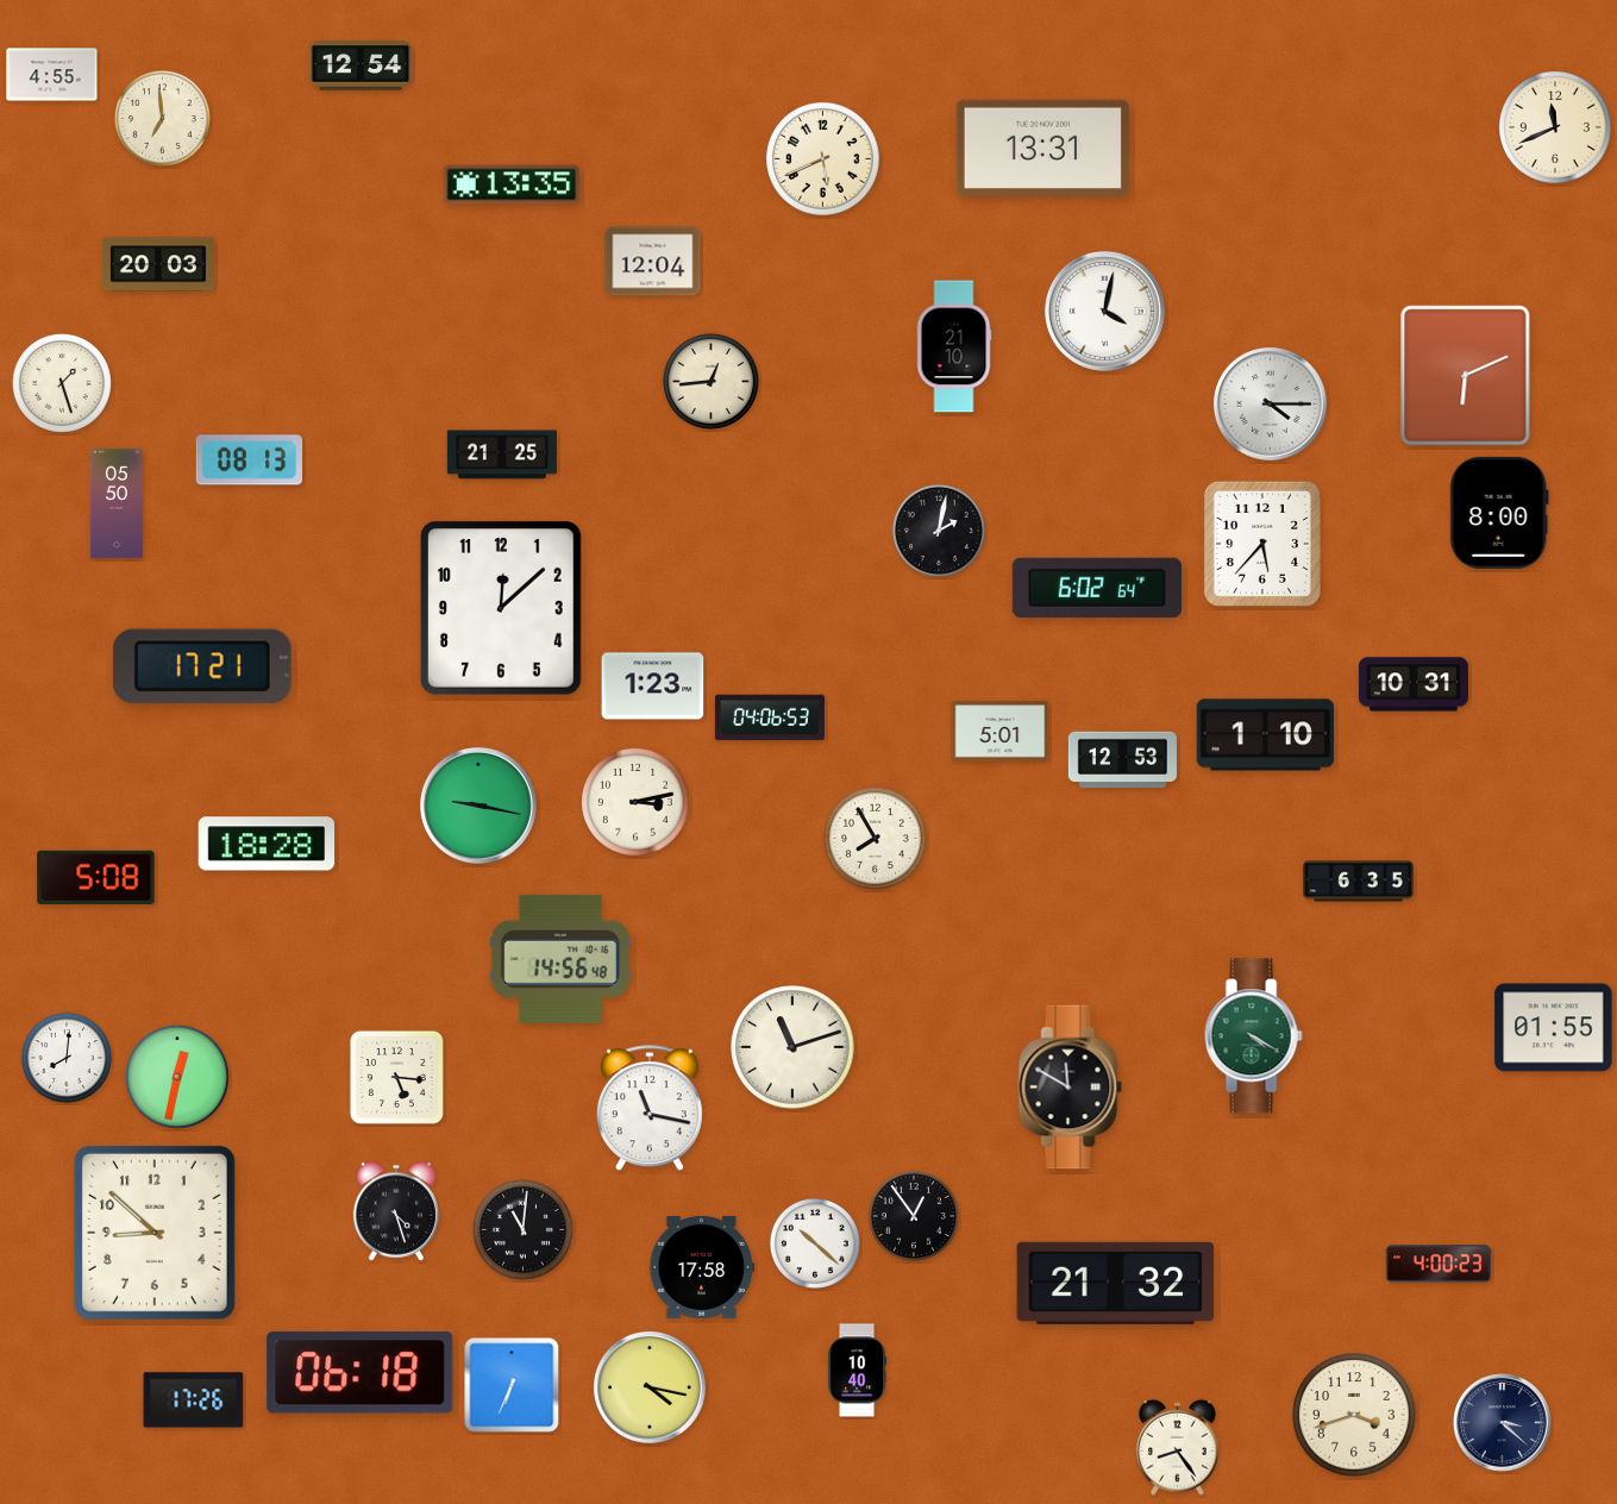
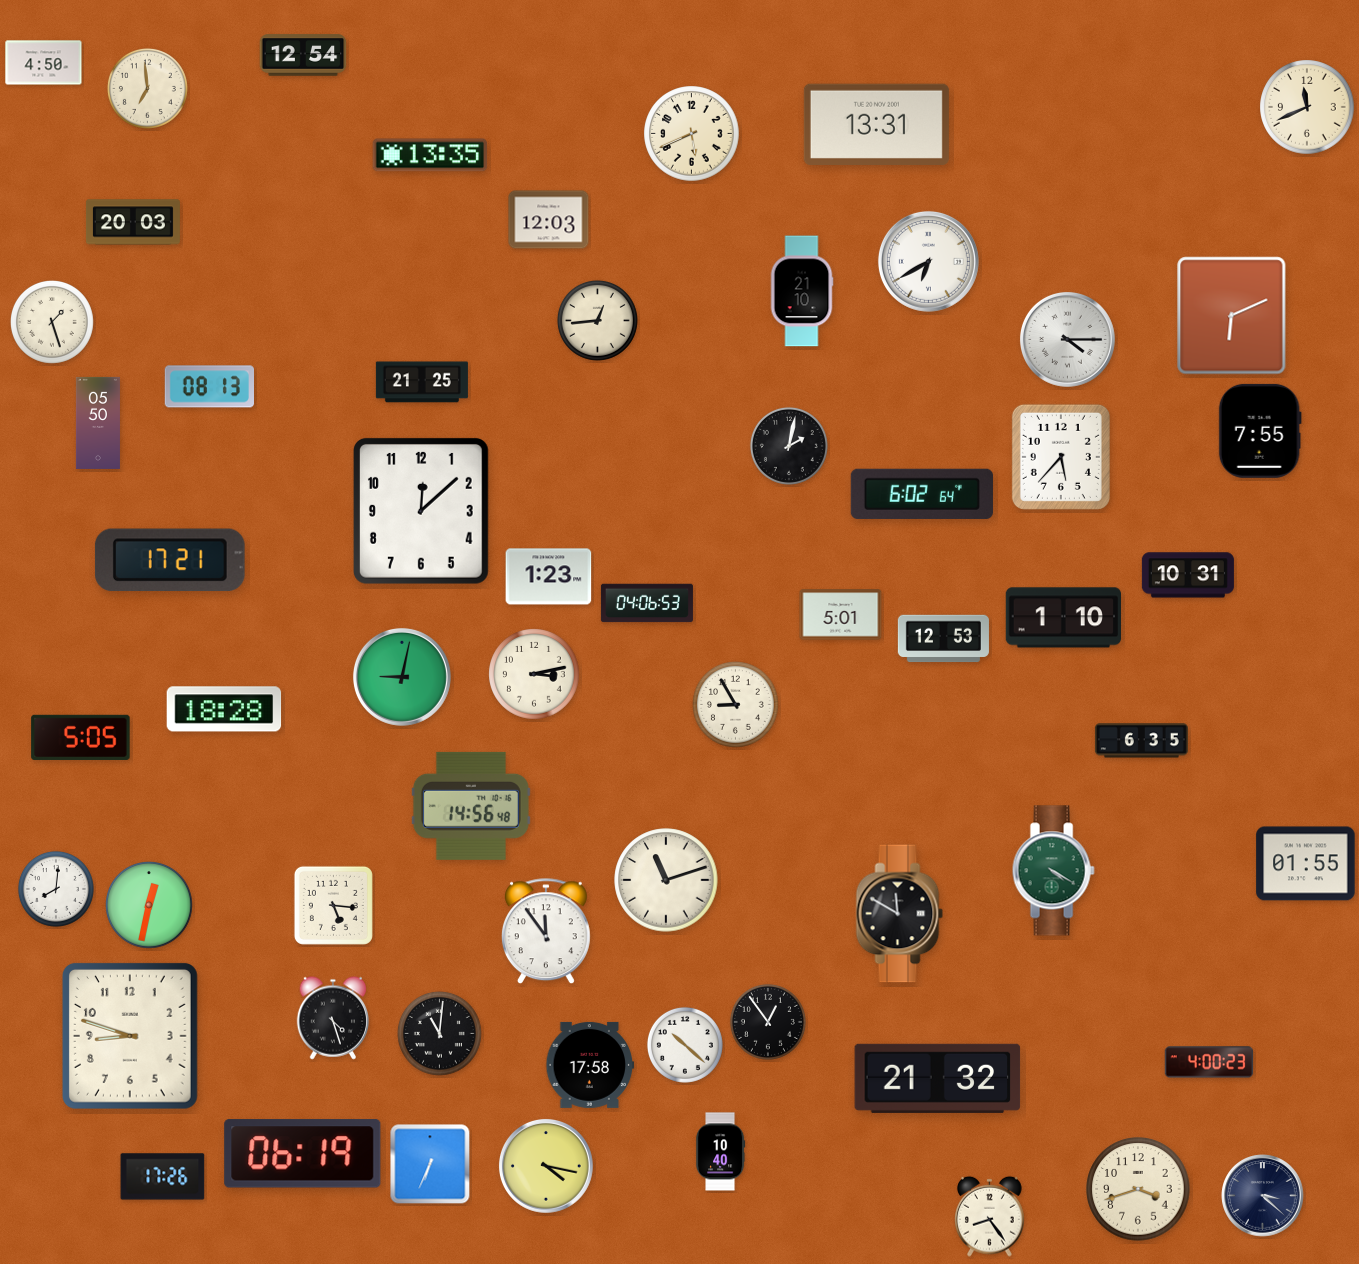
clock at (52, 75): 4:55 -> 4:50
clock at (162, 118) position: (162, 118) -> (147, 88)
clock at (653, 262): 12:04 -> 12:03
clock at (1104, 311): 4:02 -> 6:40
clock at (1499, 513): 8:00 -> 7:55
clock at (478, 806): 9:17 -> 9:02
clock at (876, 839): 7:55 -> 8:55
clock at (96, 877): 5:08 -> 5:05
clock at (650, 1109): 11:17 -> 11:54
clock at (155, 1233): 8:52 -> 8:48
clock at (361, 1373): 06:18 -> 06:19
